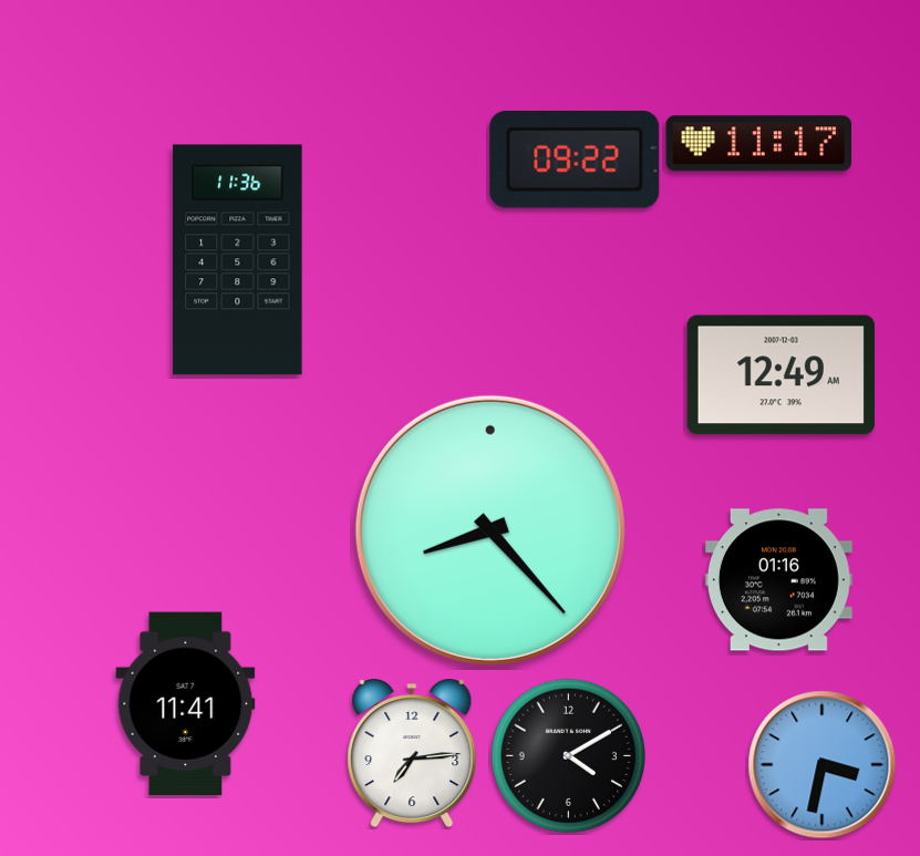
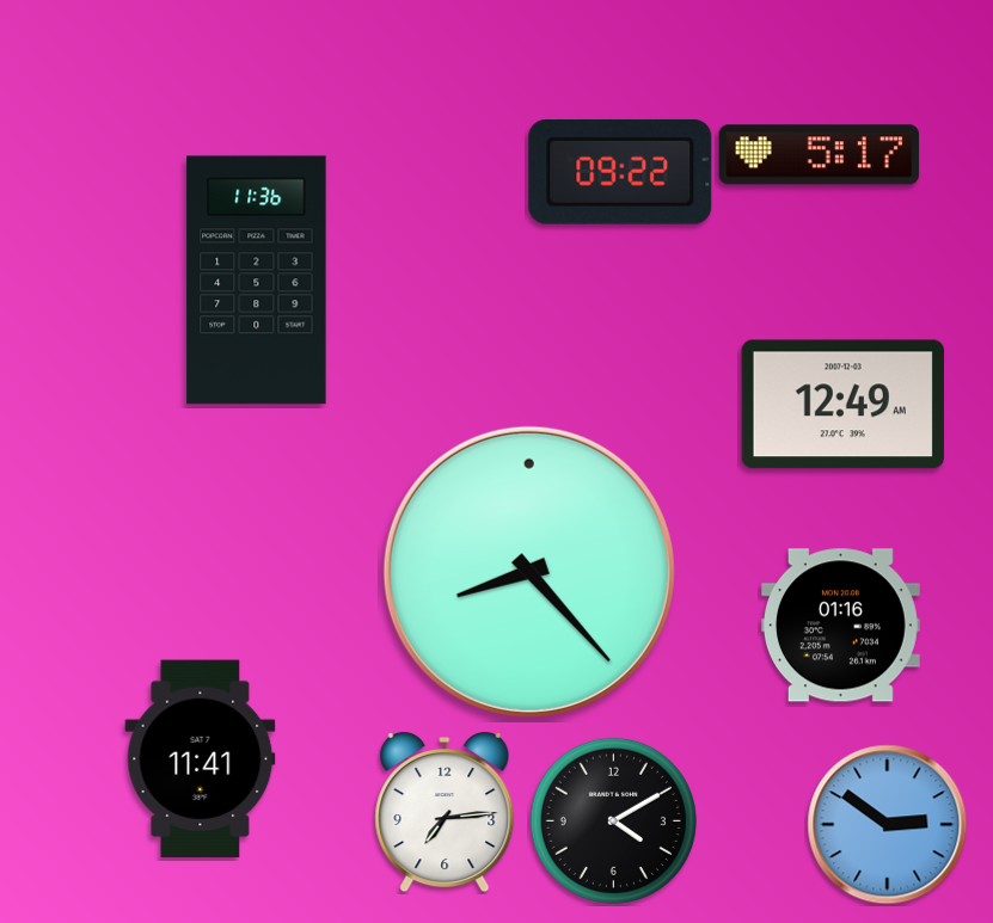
clock at (759, 144): 11:17 -> 5:17
clock at (568, 755) position: (568, 755) -> (613, 820)
clock at (823, 765): 3:32 -> 2:51
